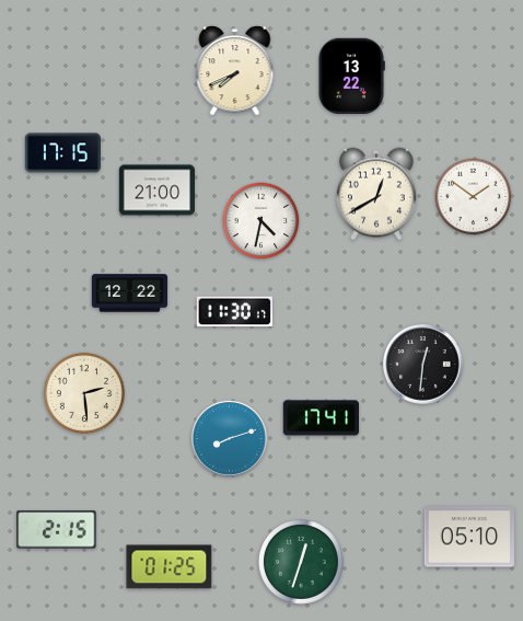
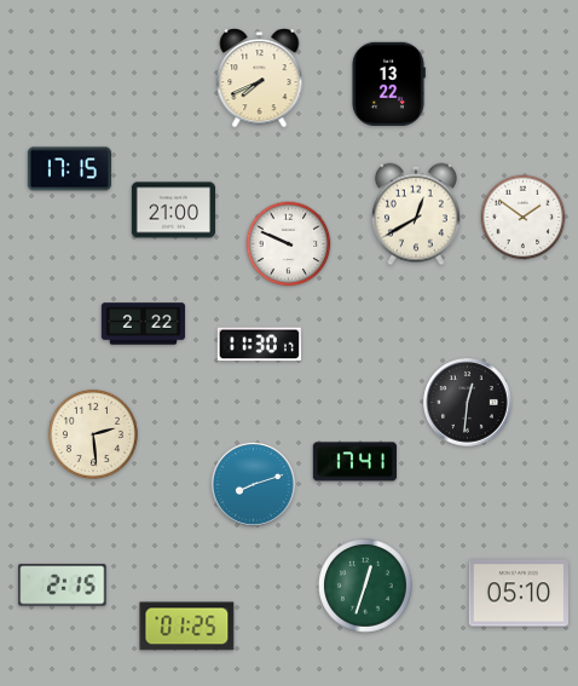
clock at (261, 221): 4:32 -> 9:49
clock at (130, 294): 12:22 -> 2:22
clock at (301, 562) position: (301, 562) -> (365, 586)
